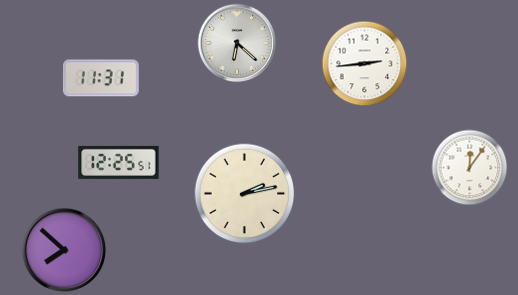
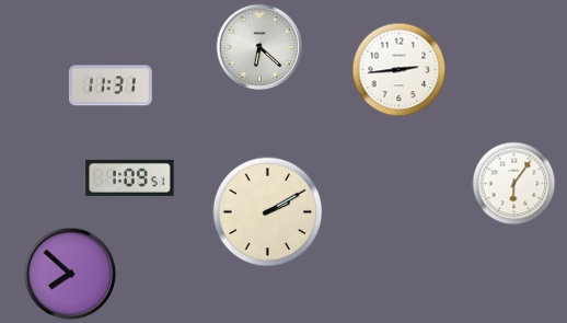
clock at (119, 162): 12:25 -> 1:09
clock at (470, 168): 12:06 -> 6:06
clock at (245, 194): 2:13 -> 2:10
